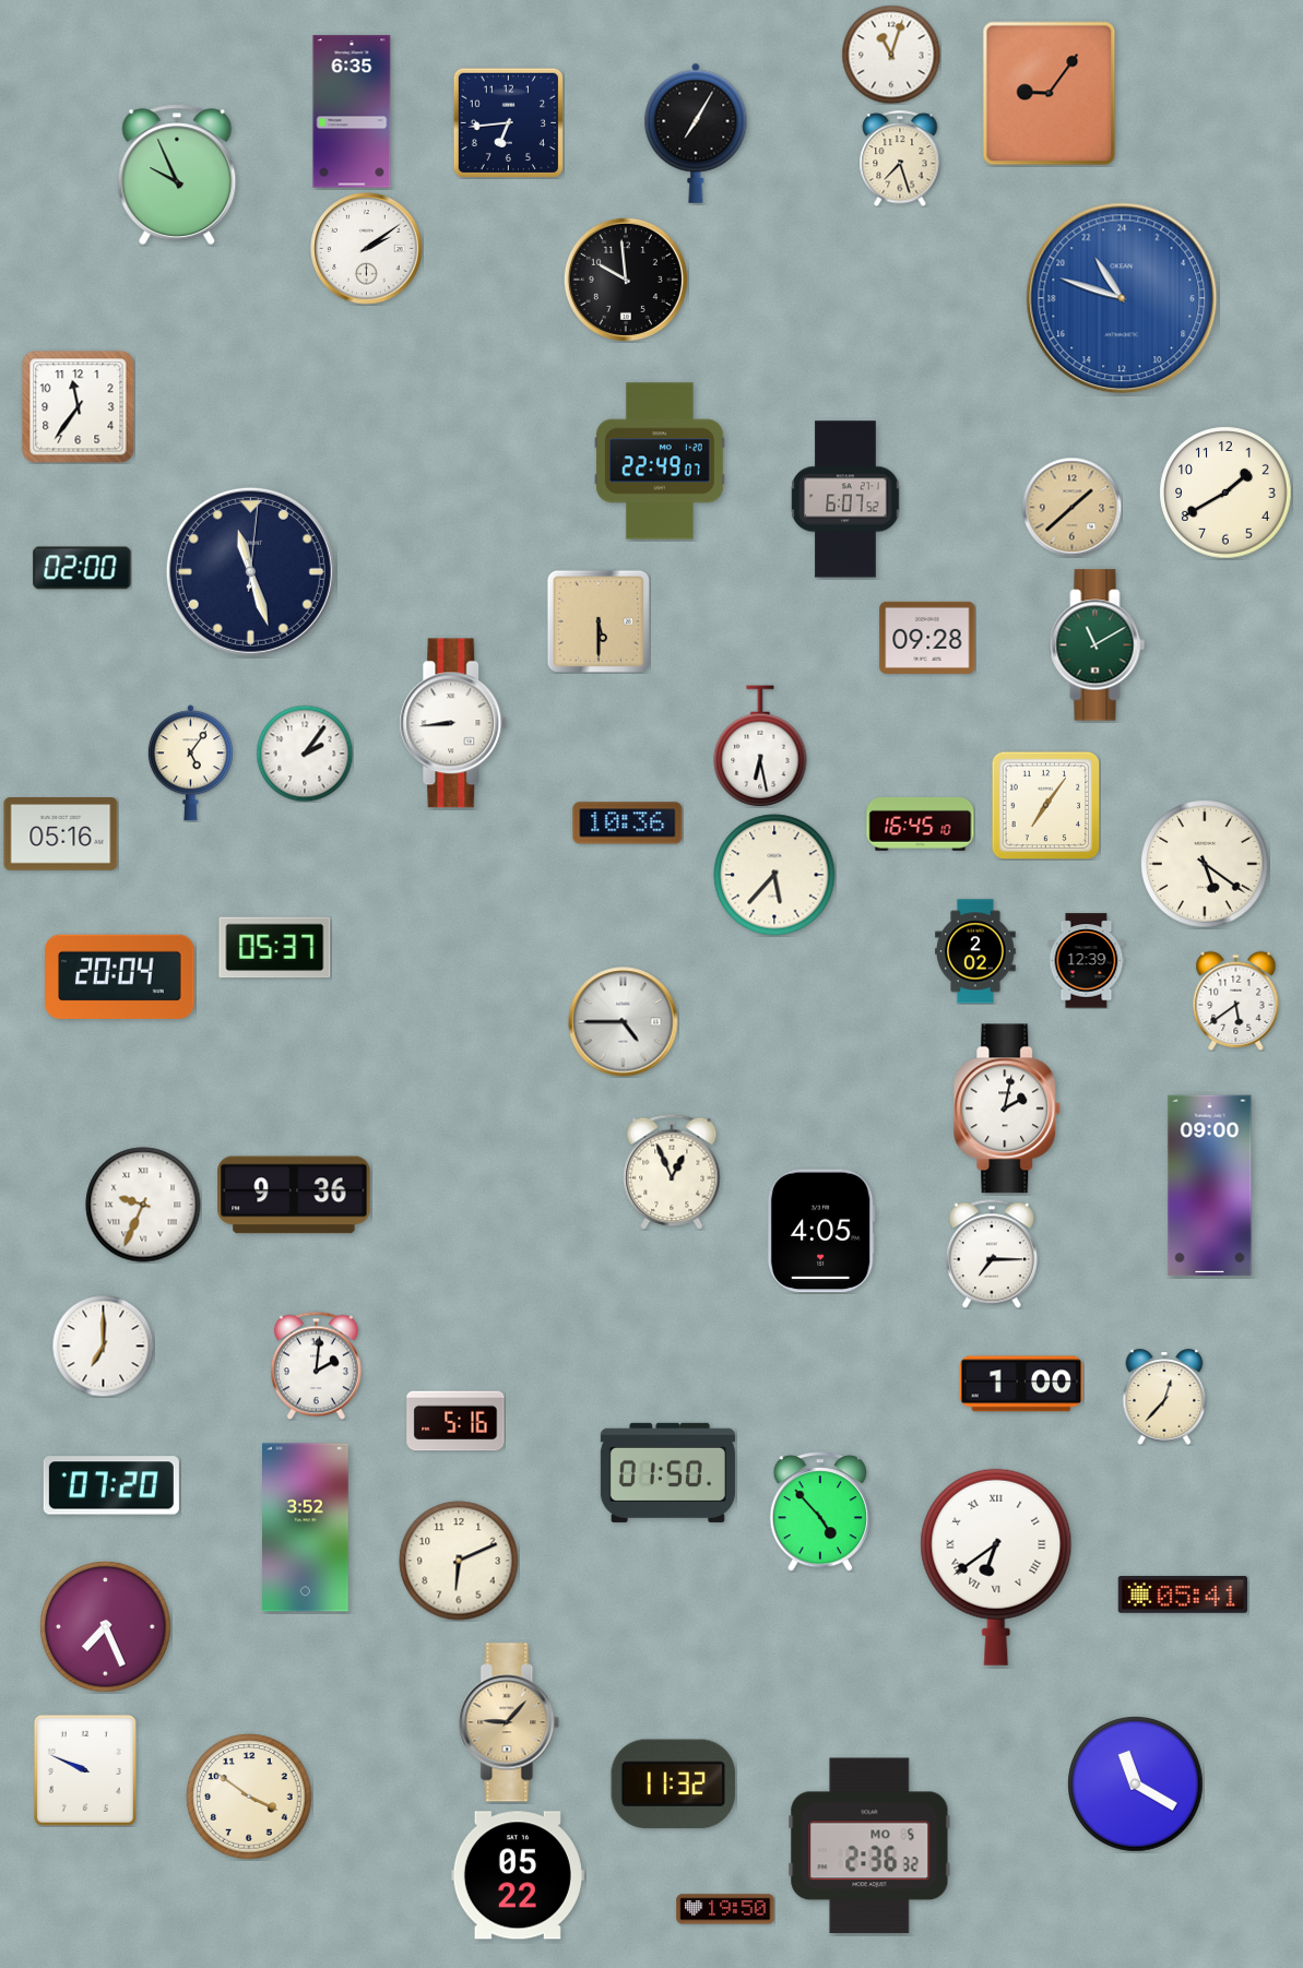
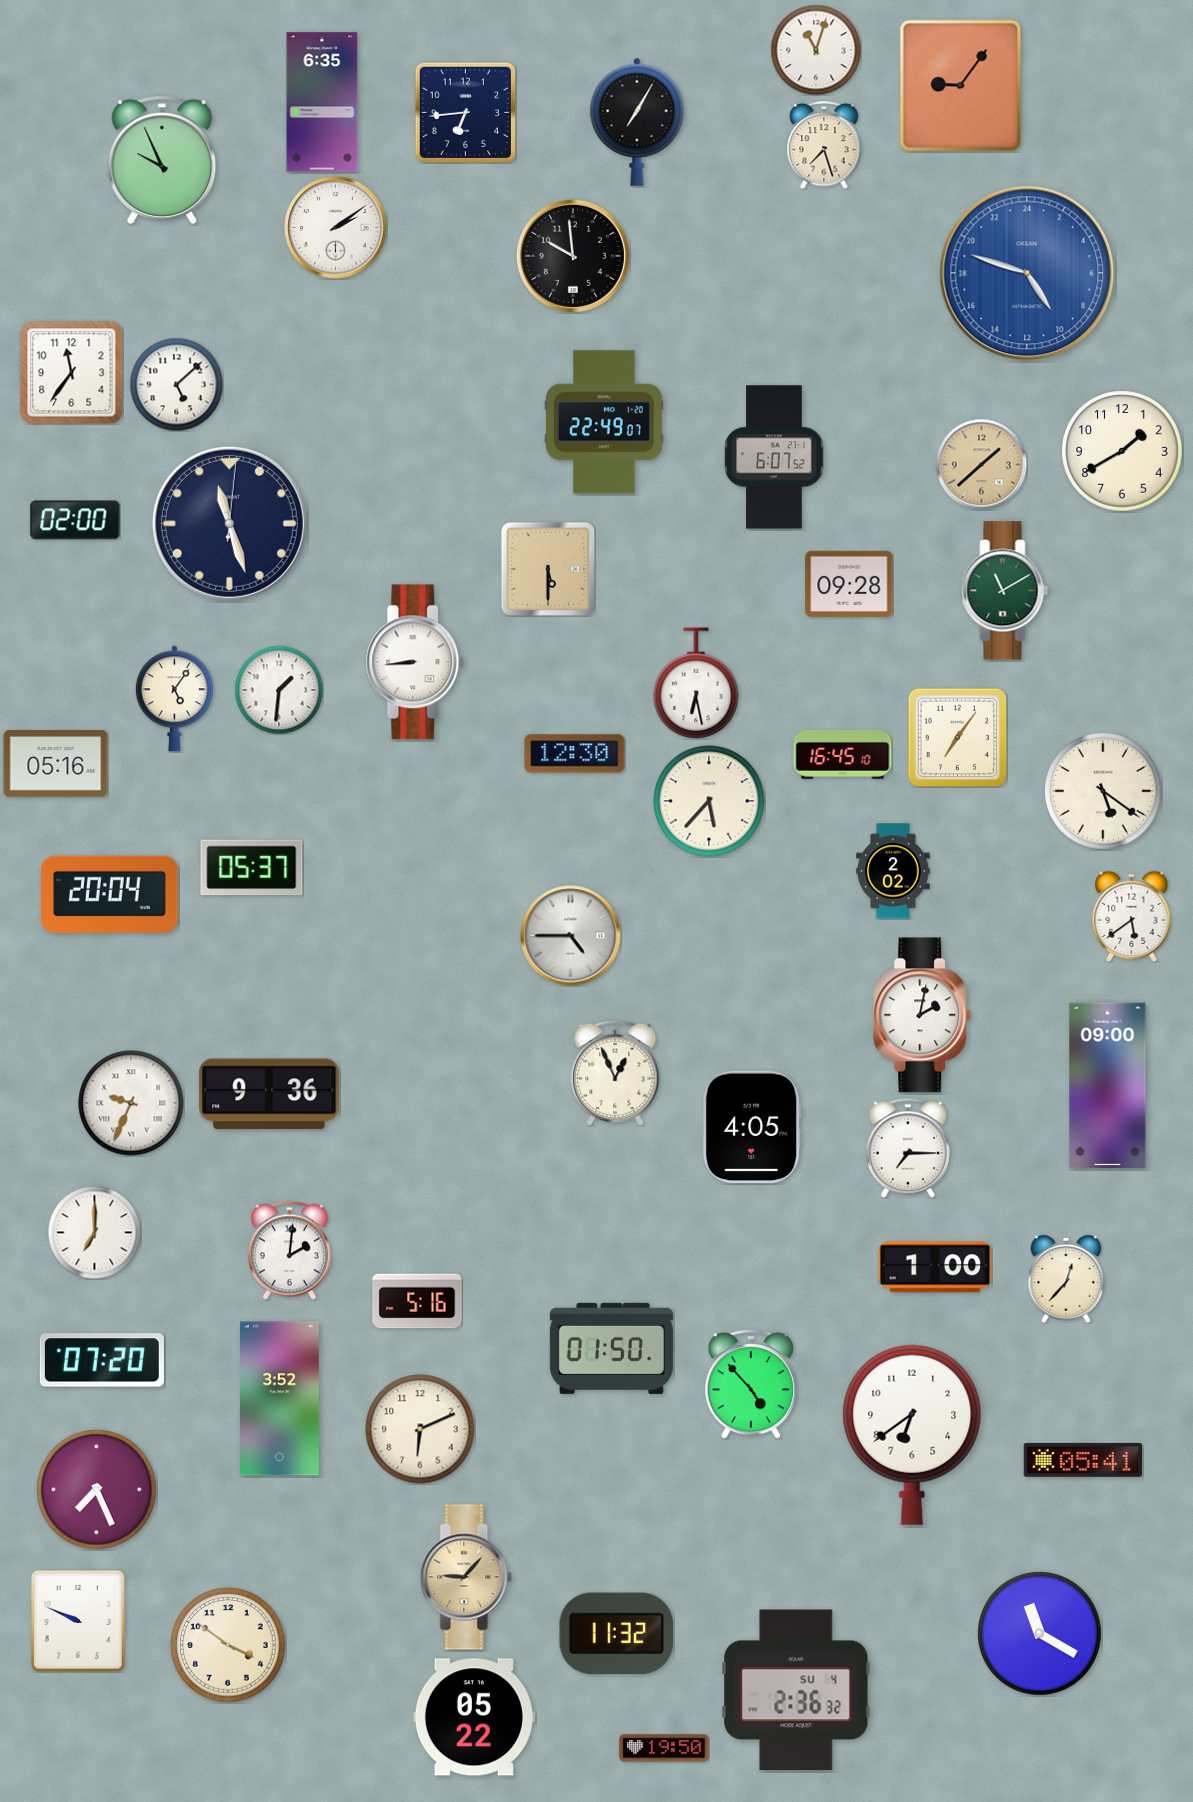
clock at (1122, 298): 21:48 -> 9:48
clock at (176, 384): none -> 5:08
clock at (305, 754): 2:06 -> 1:31
clock at (628, 823): 10:36 -> 12:30
clock at (1087, 961): 12:39 -> none
clock at (996, 1567) numerals: Roman -> Arabic
clock at (869, 1846) date: MO 5 -> SU 4
